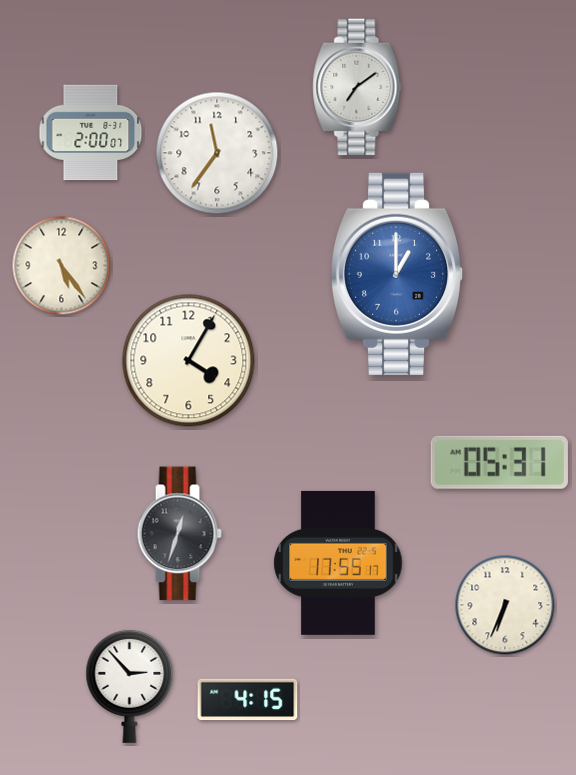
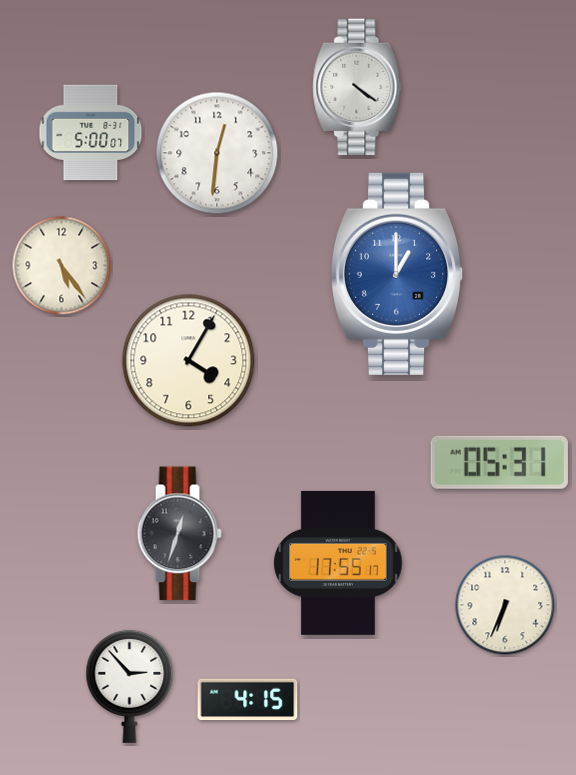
clock at (357, 87): 7:09 -> 4:21
clock at (91, 133): 2:00 -> 5:00
clock at (217, 153): 11:36 -> 12:31
